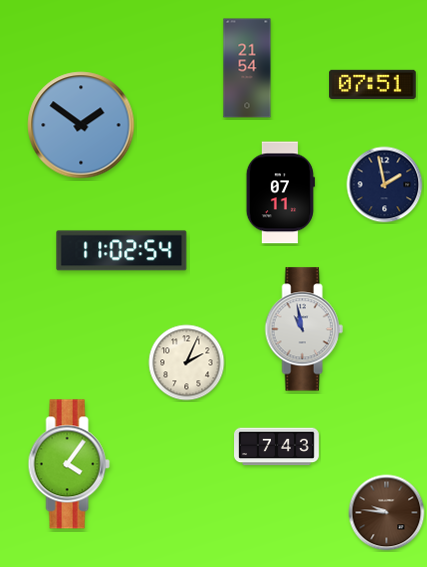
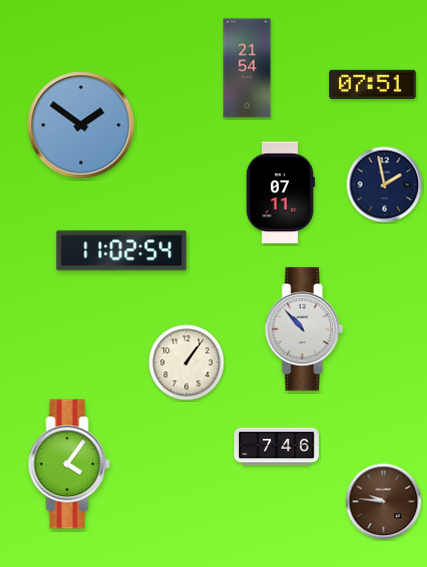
clock at (304, 329): 10:58 -> 10:53
clock at (187, 363): 2:04 -> 1:06
clock at (277, 447): 7:43 -> 7:46
clock at (387, 513) position: (387, 513) -> (384, 502)
